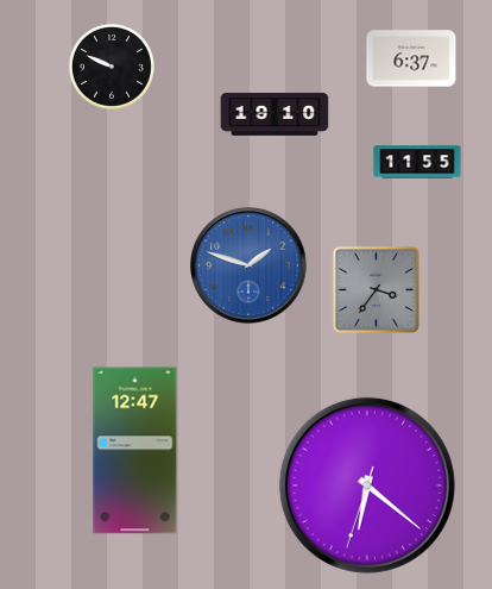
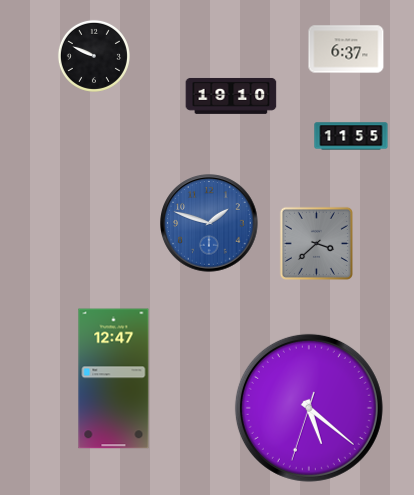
clock at (376, 289): 3:36 -> 3:38
clock at (367, 485): 6:21 -> 5:21
